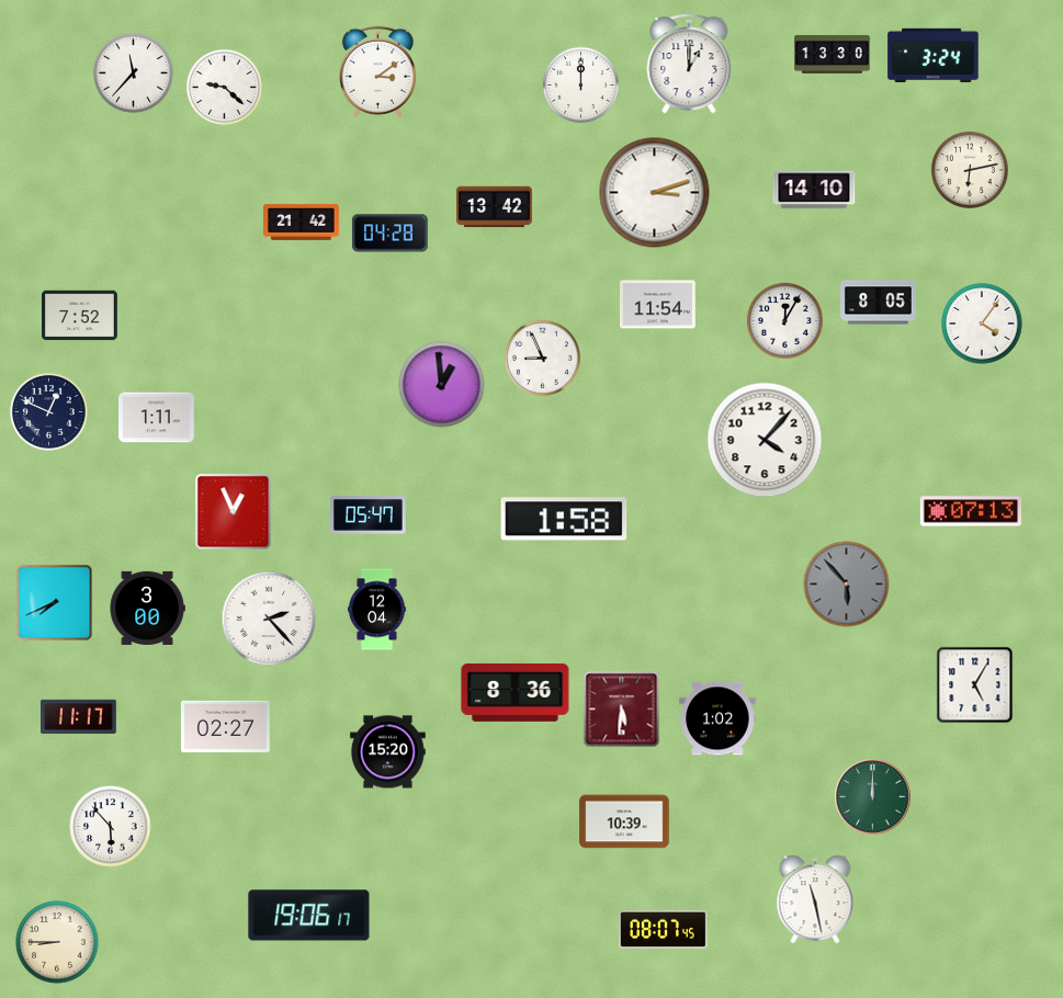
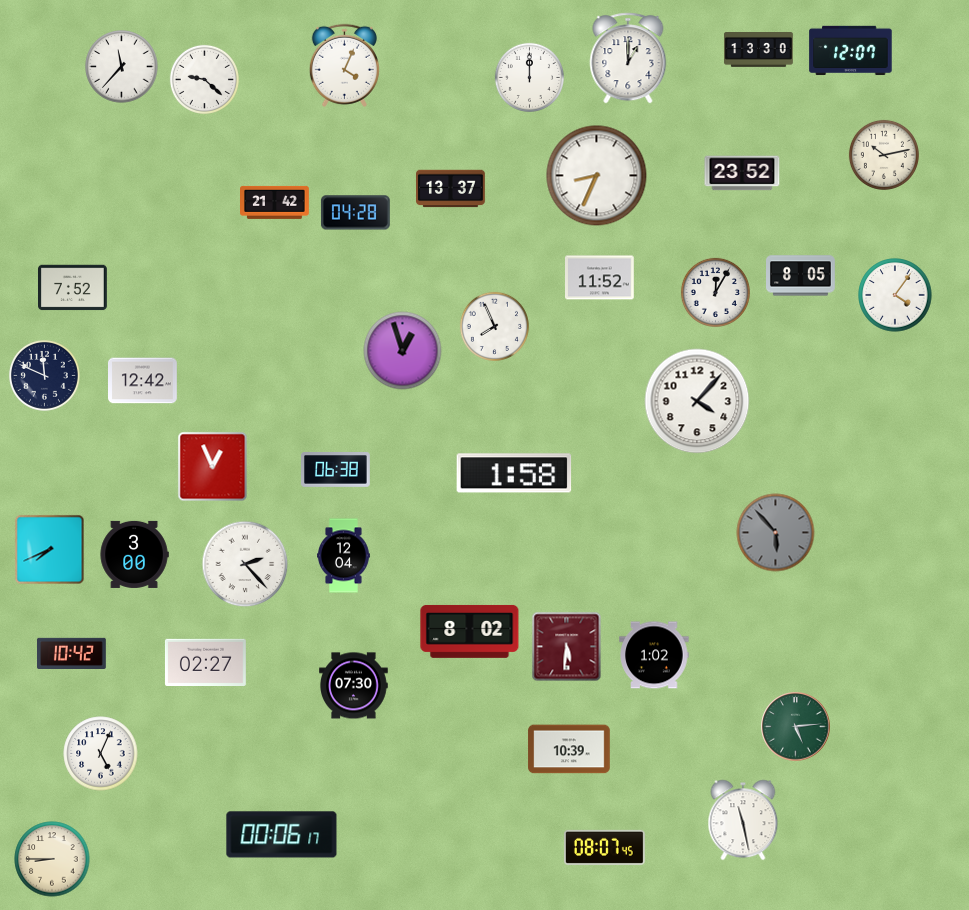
clock at (934, 56): 3:24 -> 12:07
clock at (377, 71): 3:09 -> 4:04
clock at (970, 170): 6:13 -> 10:13
clock at (814, 190): 14:10 -> 23:52
clock at (655, 193): 3:12 -> 8:34
clock at (495, 207): 13:42 -> 13:37
clock at (658, 305): 11:54 -> 11:52
clock at (542, 358): 8:56 -> 7:56
clock at (442, 385): 12:59 -> 12:57
clock at (48, 411): 12:49 -> 11:49
clock at (157, 418): 1:11 -> 12:42
clock at (971, 511): 07:13 -> none
clock at (369, 515): 05:47 -> 06:38
clock at (847, 585) position: (847, 585) -> (776, 533)
clock at (975, 685): 5:05 -> none
clock at (516, 692): 8:36 -> 8:02
clock at (79, 716): 11:17 -> 10:42
clock at (388, 752): 15:20 -> 07:30
clock at (873, 797): 12:00 -> 5:14
clock at (111, 827): 5:53 -> 5:04
clock at (309, 916): 19:06 -> 00:06
